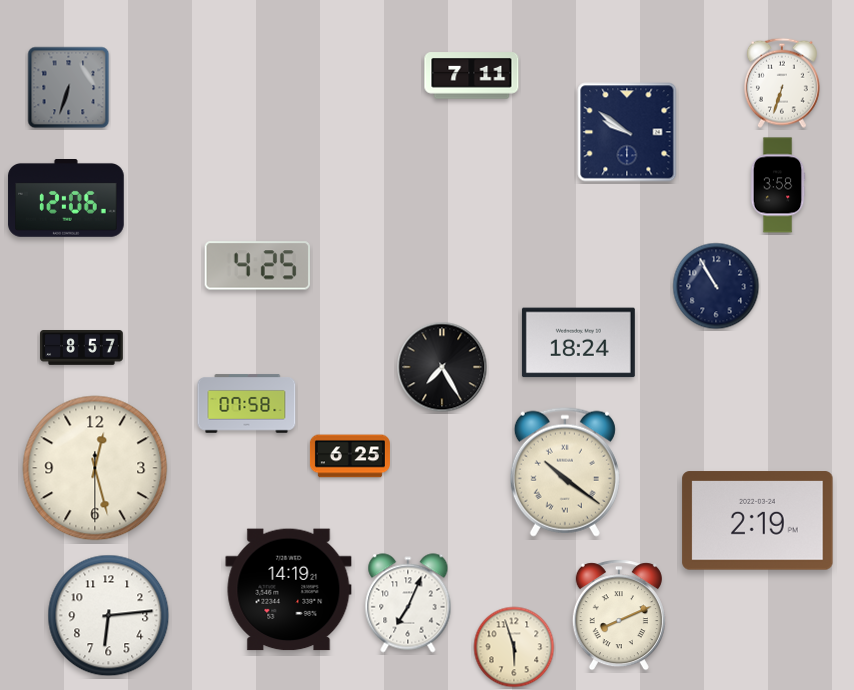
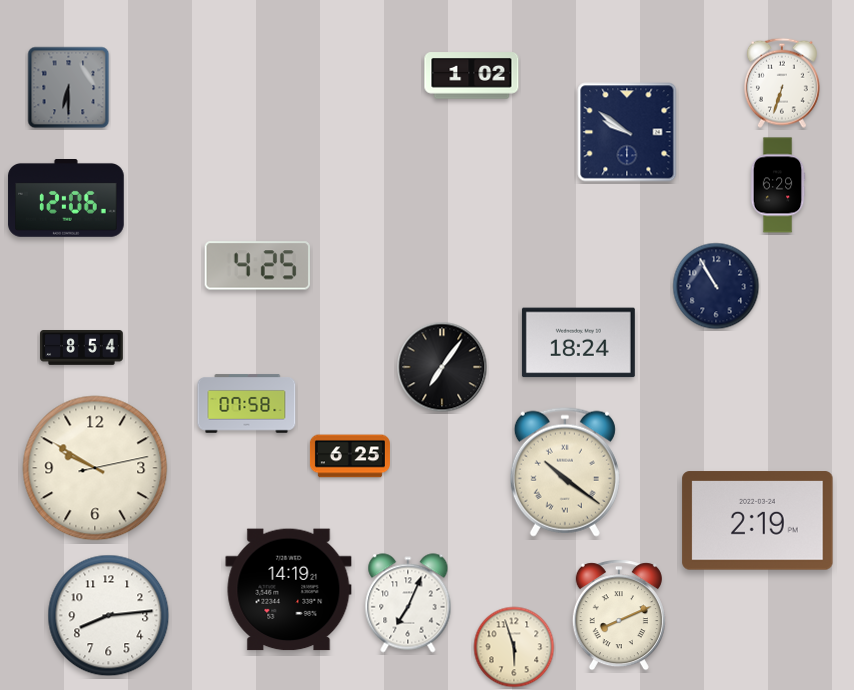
clock at (472, 76): 7:11 -> 1:02
clock at (69, 88): 6:33 -> 6:30
clock at (778, 185): 3:58 -> 6:29
clock at (82, 348): 8:57 -> 8:54
clock at (442, 367): 7:25 -> 7:06
clock at (95, 468): 12:27 -> 9:50
clock at (109, 616): 6:14 -> 8:14
